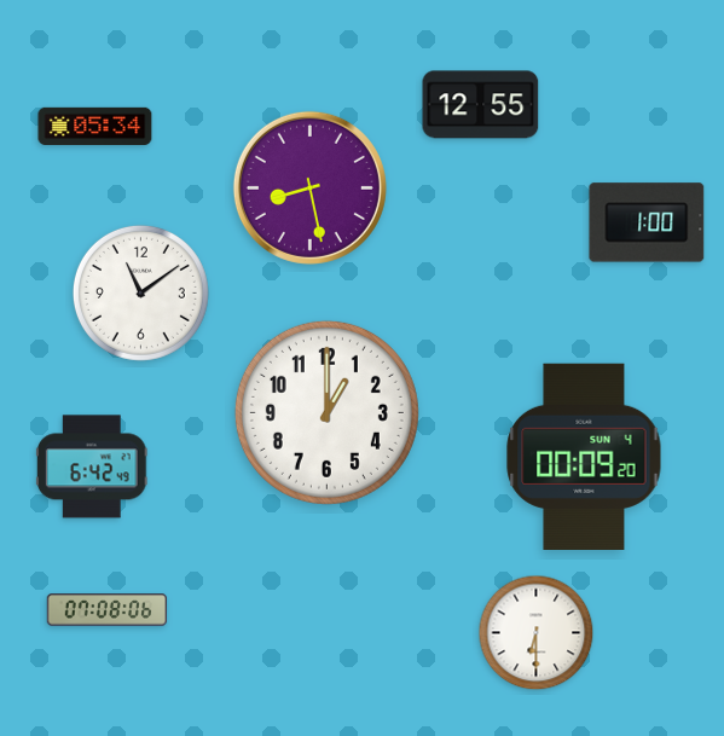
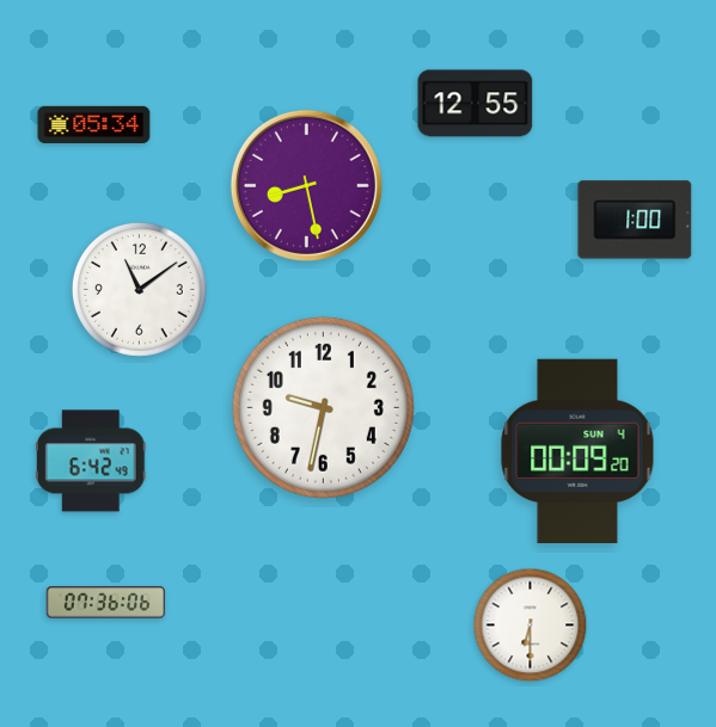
clock at (647, 222) position: (647, 222) -> (635, 220)
clock at (326, 412): 1:00 -> 9:32
clock at (108, 610): 07:08 -> 07:36
